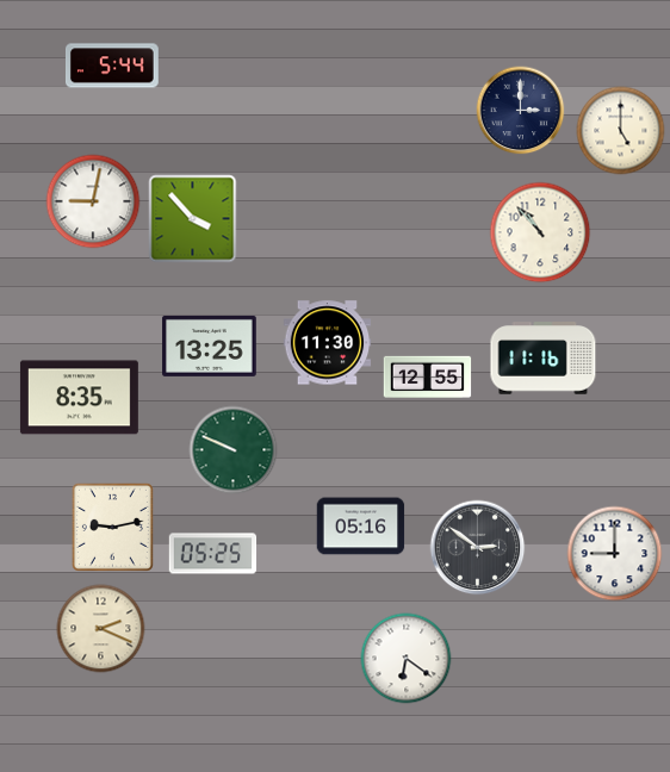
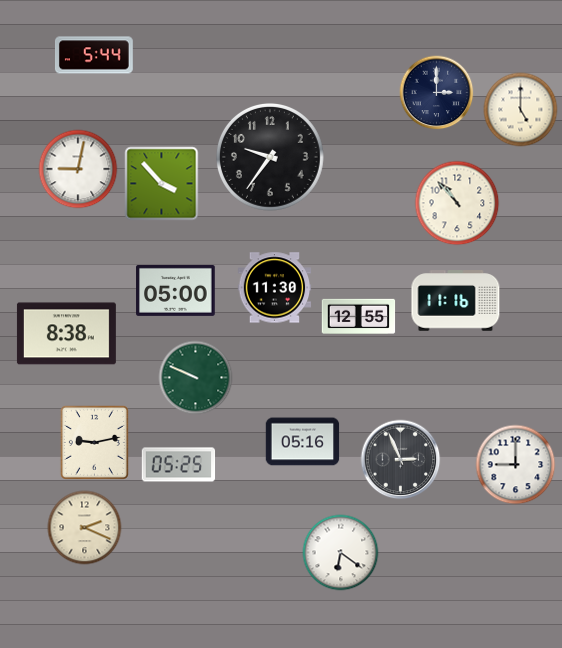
clock at (270, 157): none -> 9:36
clock at (540, 232) position: (540, 232) -> (457, 203)
clock at (210, 345): 13:25 -> 05:00
clock at (79, 398): 8:35 -> 8:38
clock at (478, 548): 2:51 -> 2:56
